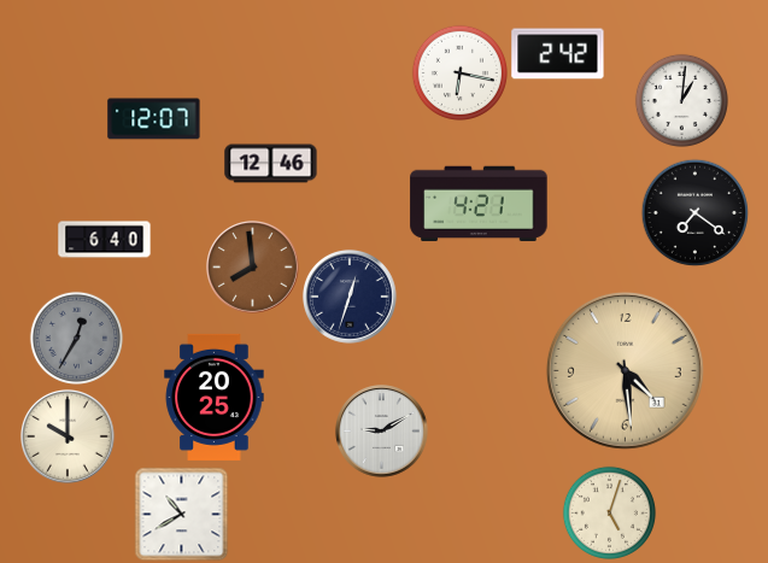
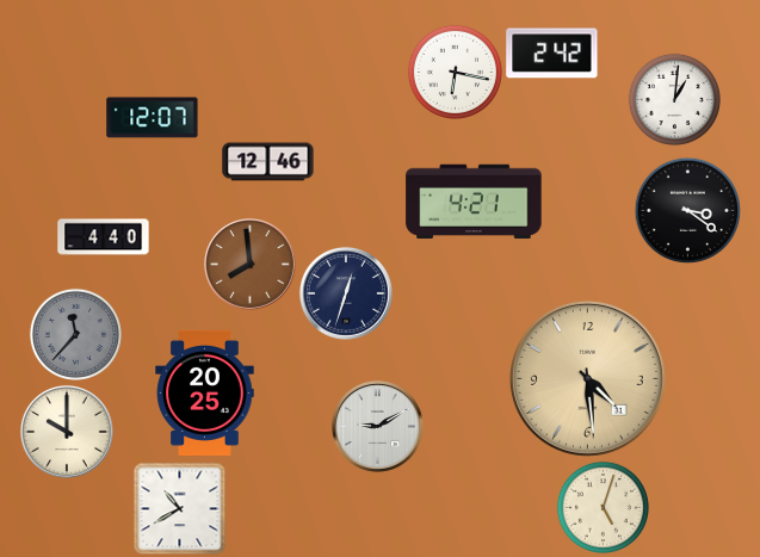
clock at (694, 212): 7:21 -> 3:21
clock at (105, 240): 6:40 -> 4:40
clock at (76, 338): 12:35 -> 11:37
clock at (625, 370) position: (625, 370) -> (587, 378)
clock at (215, 397) position: (215, 397) -> (205, 392)
